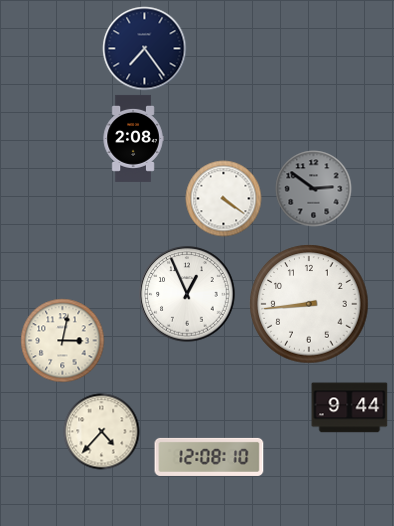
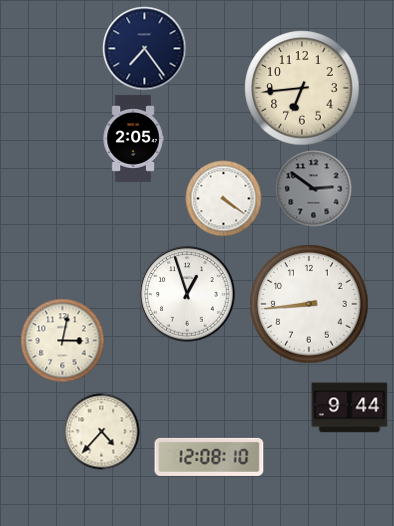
clock at (302, 88): none -> 6:44
clock at (133, 138): 2:08 -> 2:05
clock at (187, 294): 12:56 -> 12:57
